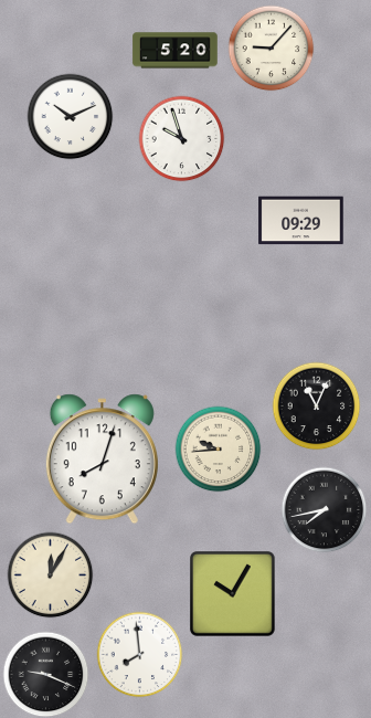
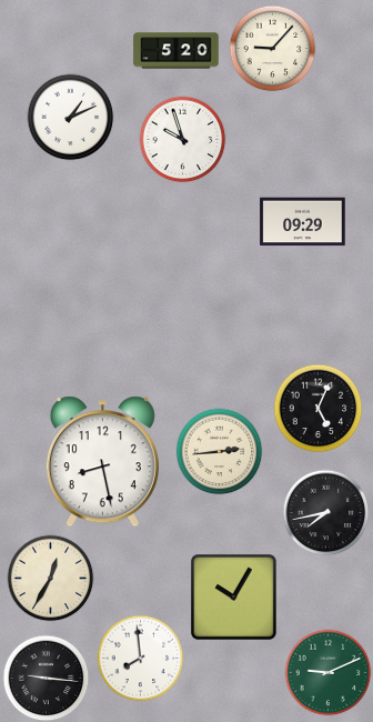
clock at (70, 116): 10:11 -> 1:11
clock at (316, 405): 11:04 -> 5:04
clock at (218, 448): 9:44 -> 2:44
clock at (102, 460): 8:03 -> 8:28
clock at (50, 574): 12:05 -> 12:35
clock at (327, 672): none -> 9:11
clock at (45, 674): 9:19 -> 9:16
